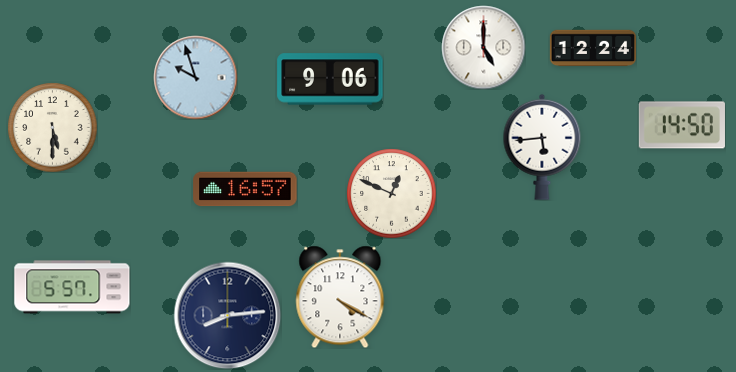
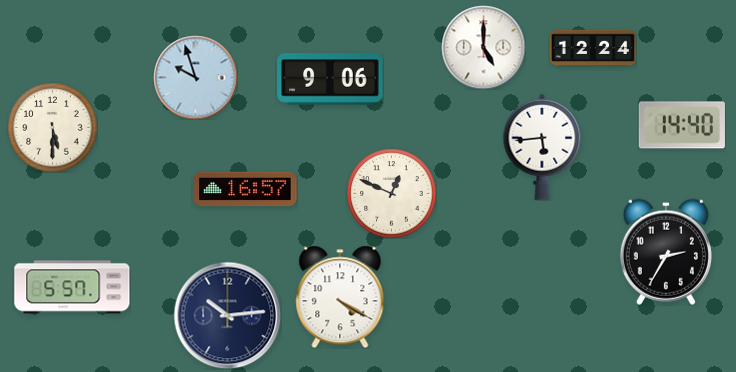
clock at (682, 125): 14:50 -> 14:40
clock at (666, 252): none -> 2:35
clock at (227, 315): 8:14 -> 10:14
